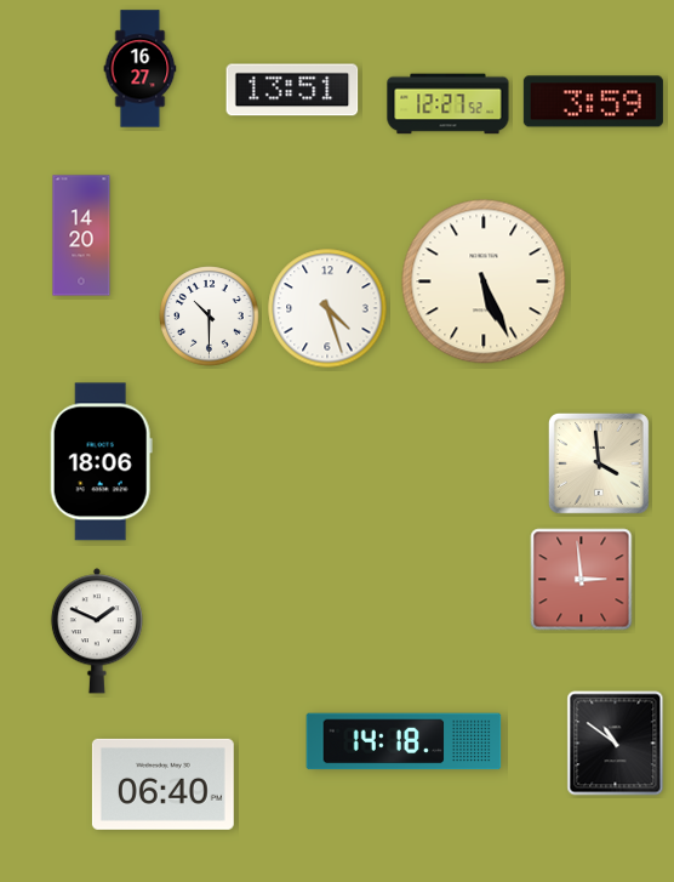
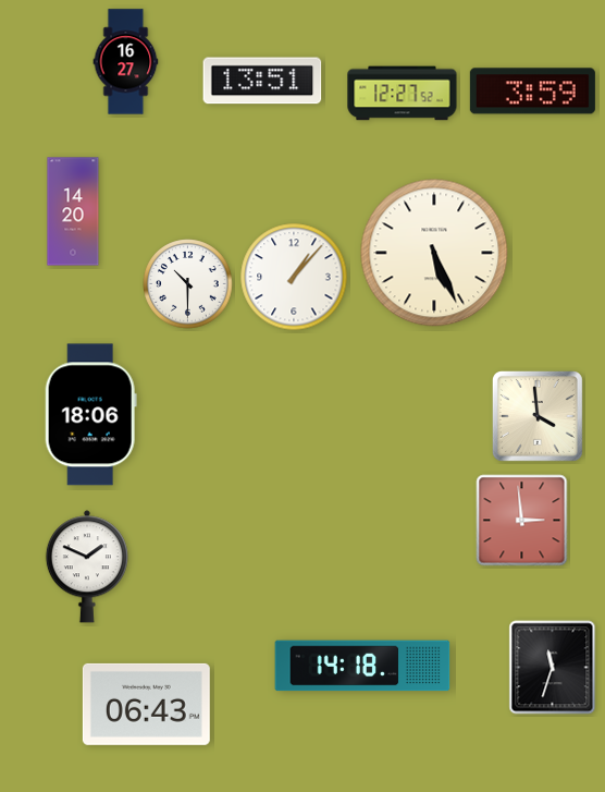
clock at (327, 308): 4:27 -> 1:07
clock at (616, 744): 10:51 -> 11:33
clock at (162, 784): 06:40 -> 06:43
